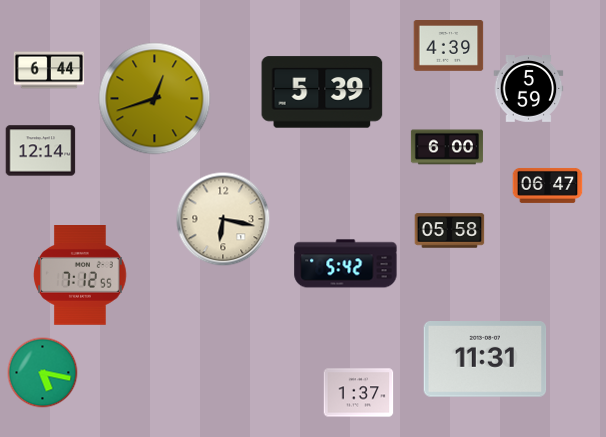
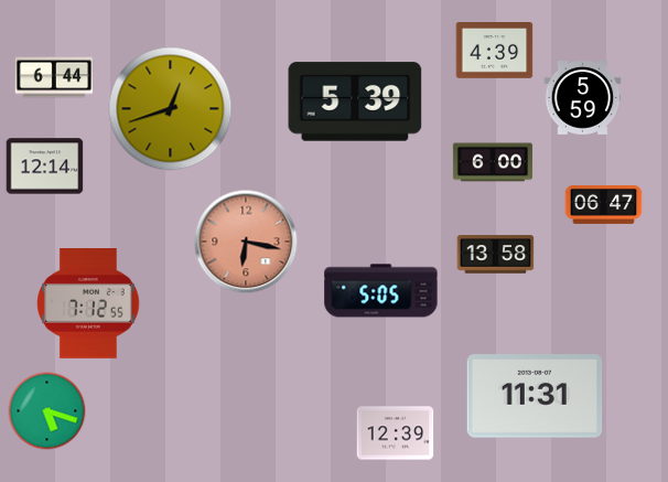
clock at (223, 219) dial: cream -> salmon
clock at (450, 231): 05:58 -> 13:58
clock at (346, 264): 5:42 -> 5:05
clock at (43, 373): 5:17 -> 5:18
clock at (359, 393): 1:37 -> 12:39
